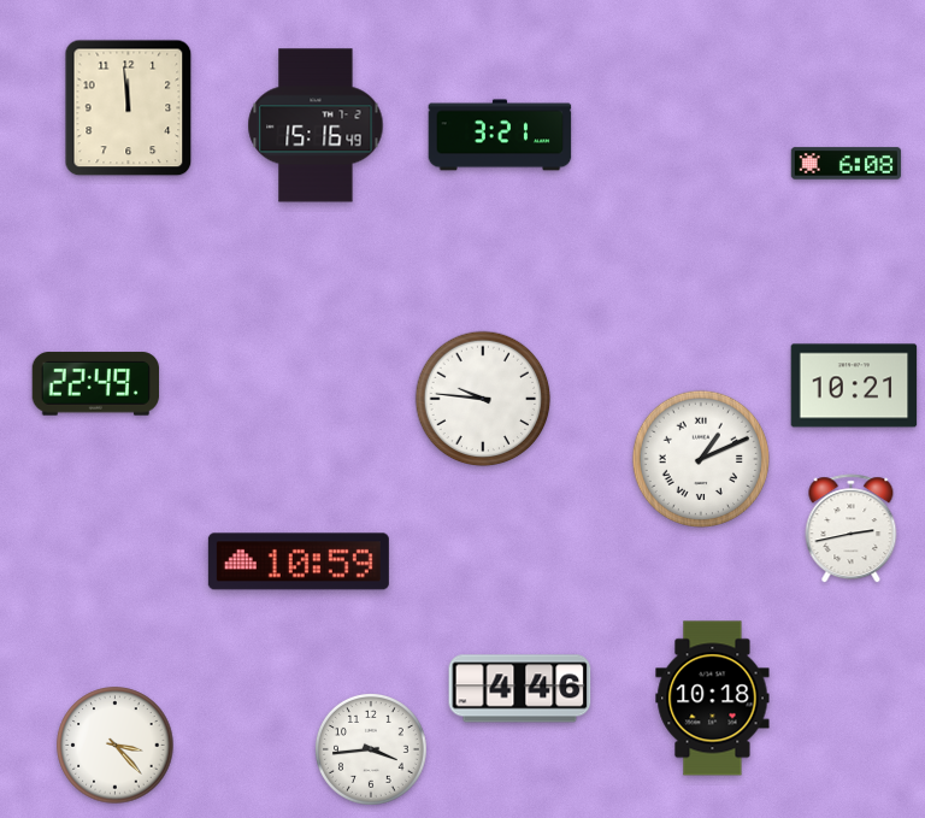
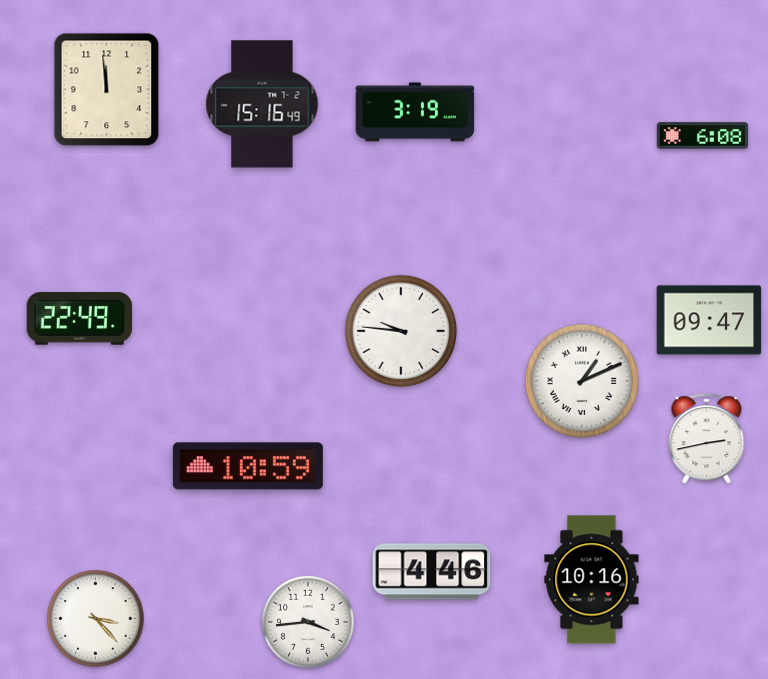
clock at (500, 135): 3:21 -> 3:19
clock at (854, 386): 10:21 -> 09:47
clock at (713, 699): 10:18 -> 10:16
